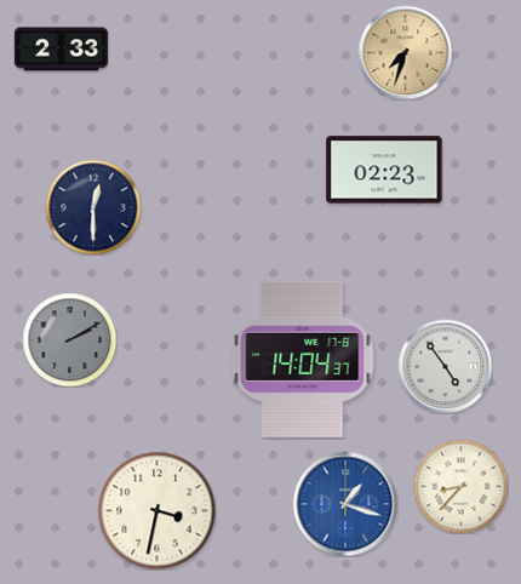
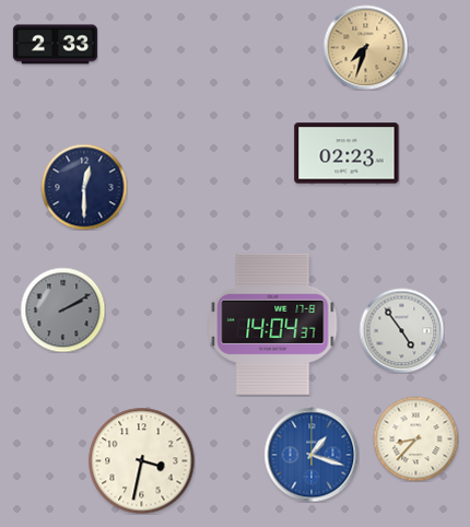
clock at (69, 339) position: (69, 339) -> (62, 309)
